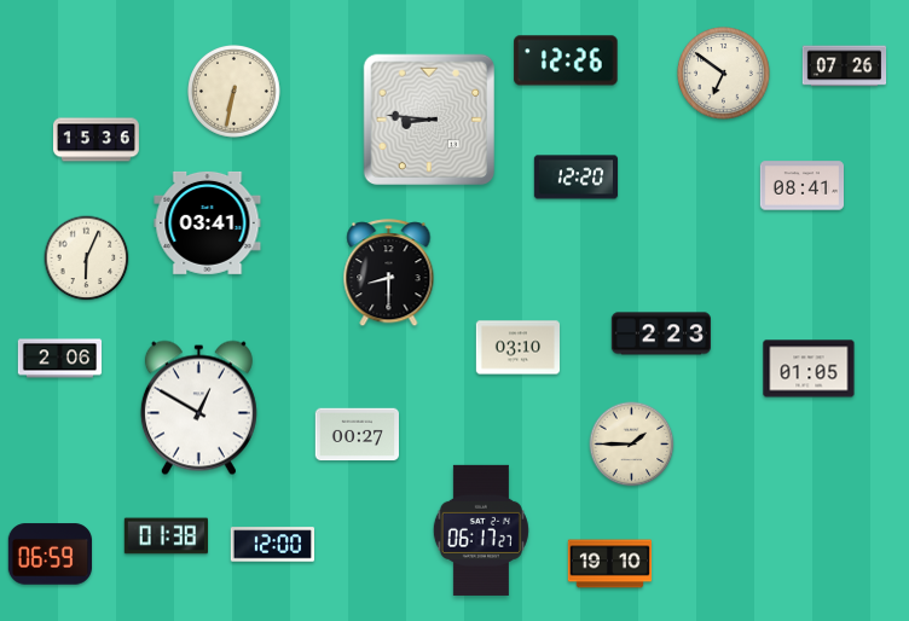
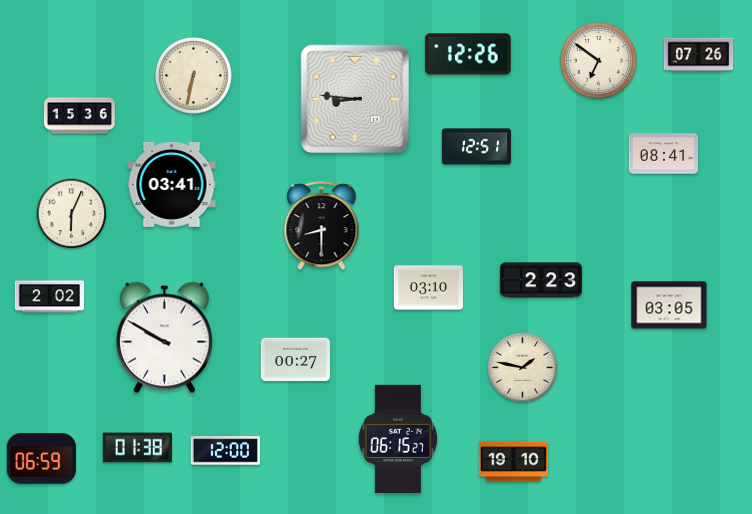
clock at (566, 60) position: (566, 60) -> (468, 54)
clock at (577, 178): 12:20 -> 12:51
clock at (660, 333) position: (660, 333) -> (540, 280)
clock at (60, 359): 2:06 -> 2:02
clock at (809, 368): 01:05 -> 03:05
clock at (198, 408): 12:50 -> 9:50
clock at (632, 445): 1:45 -> 1:47
clock at (481, 530): 06:17 -> 06:15
clock at (166, 536) position: (166, 536) -> (137, 448)
clock at (610, 564) position: (610, 564) -> (514, 462)
